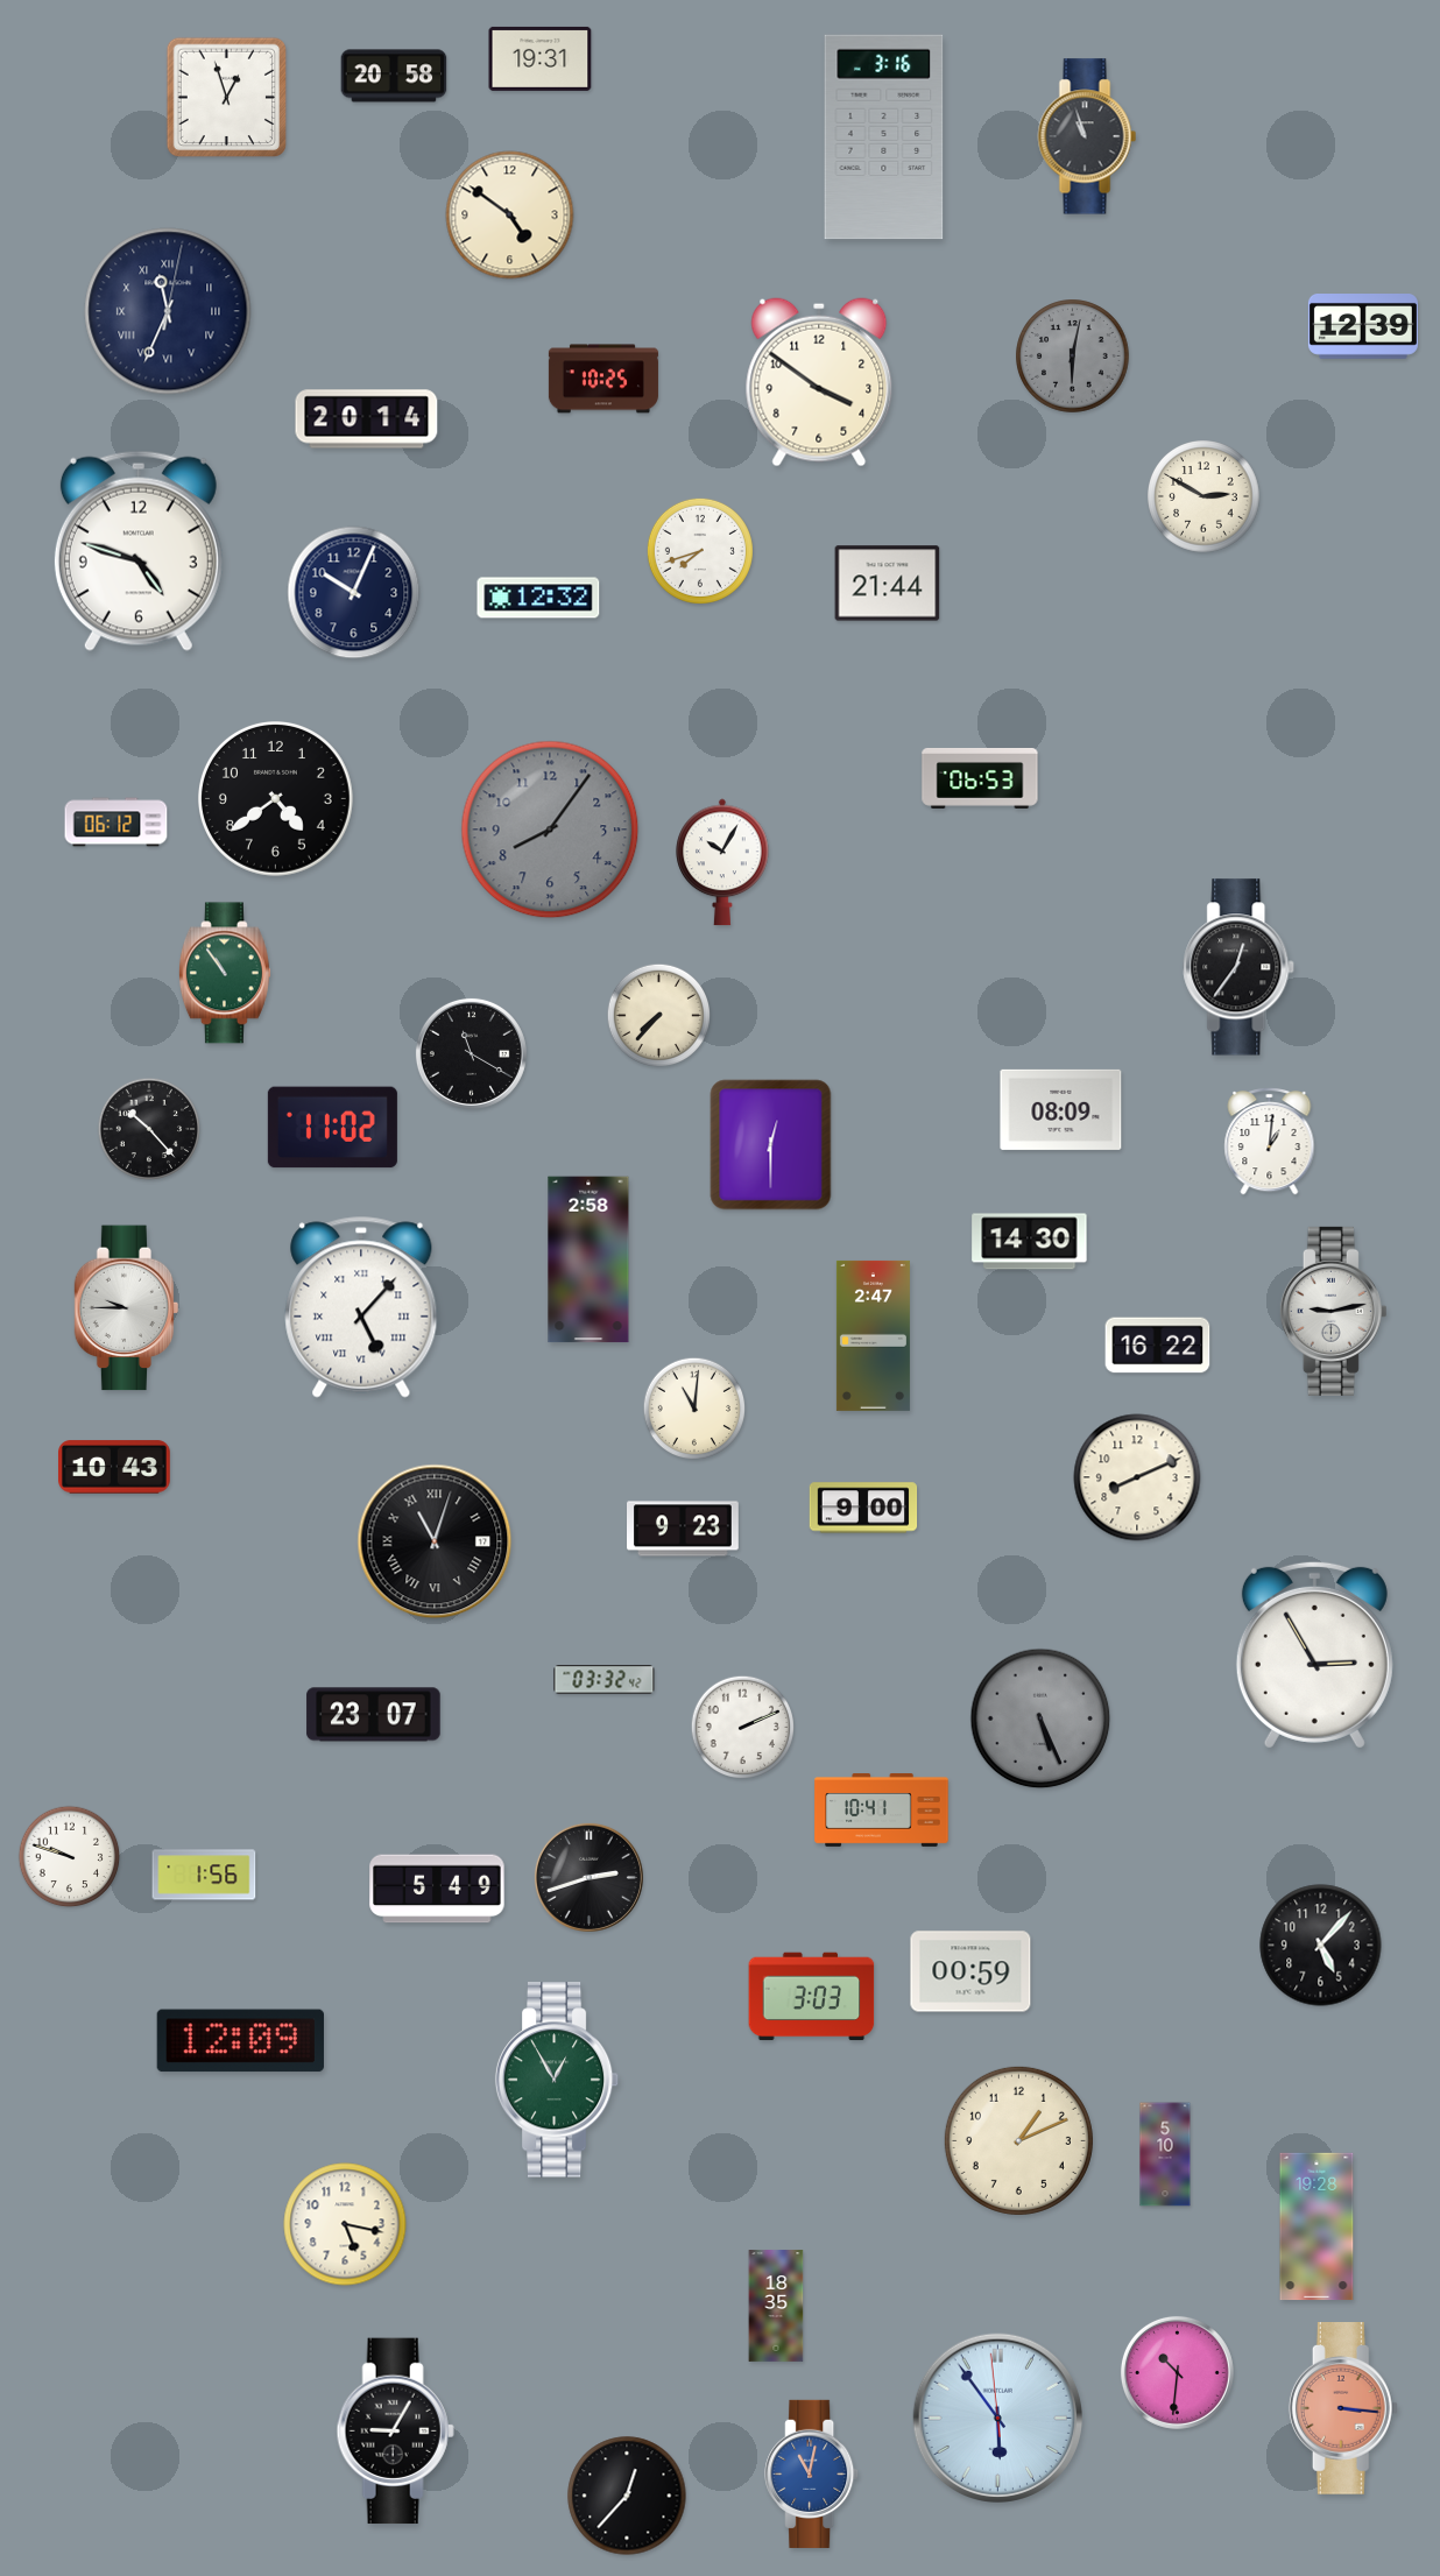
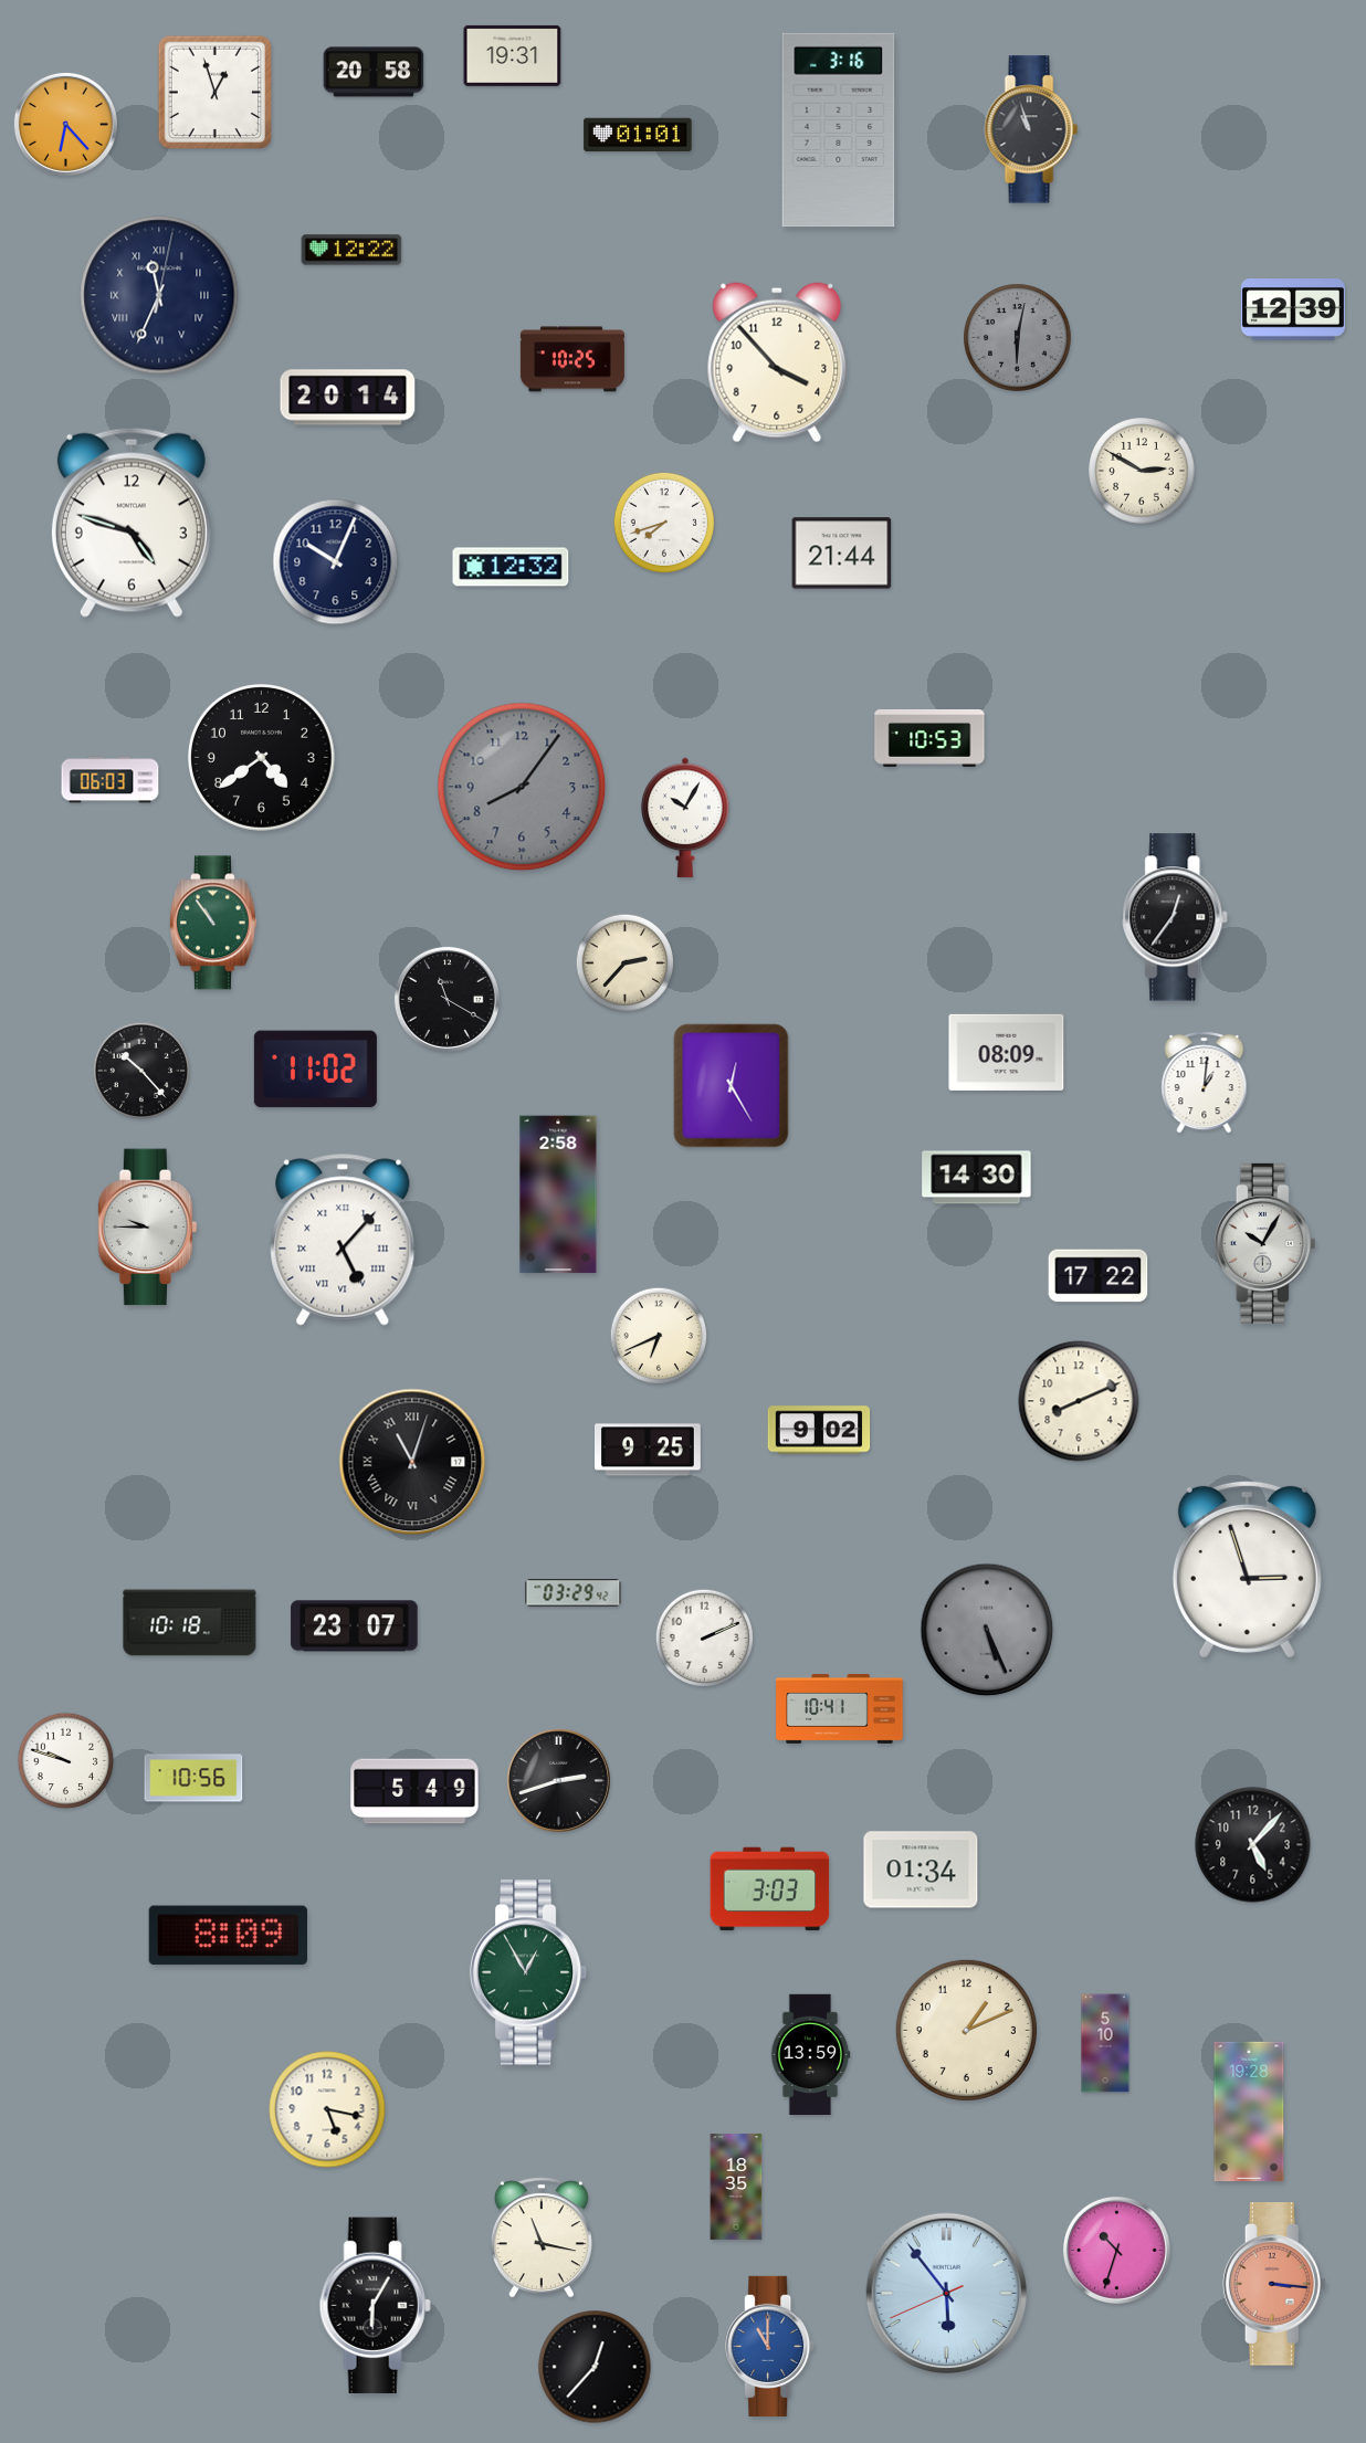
clock at (65, 124): none -> 6:23
clock at (638, 135): none -> 01:01
clock at (510, 216): 4:51 -> none
clock at (351, 250): none -> 12:22
clock at (819, 382): 3:51 -> 3:53
clock at (980, 778): 06:53 -> 10:53
clock at (117, 823): 06:12 -> 06:03
clock at (658, 1015): 7:37 -> 2:37
clock at (771, 1145): 12:30 -> 12:25
clock at (127, 1308) position: (127, 1308) -> (148, 1228)
clock at (1333, 1311): 9:13 -> 10:05
clock at (873, 1335): 2:47 -> none
clock at (1158, 1346): 16:22 -> 17:22
clock at (694, 1409): 11:01 -> 6:41
clock at (115, 1467): 10:43 -> none
clock at (863, 1508): 9:00 -> 9:02
clock at (684, 1529): 9:23 -> 9:25
clock at (1314, 1654): 2:55 -> 2:57
clock at (605, 1680): 03:32 -> 03:29
clock at (190, 1623): none -> 10:18
clock at (882, 1811) position: (882, 1811) -> (840, 1709)
clock at (204, 1875): 1:56 -> 10:56
clock at (970, 1971): 00:59 -> 01:34
clock at (812, 1997) position: (812, 1997) -> (770, 1889)
clock at (240, 2041): 12:09 -> 8:09
clock at (810, 2055): none -> 13:59
clock at (542, 2237): none -> 11:17
clock at (1177, 2372): 10:31 -> 10:33
clock at (997, 2418): 5:53:59 -> 5:53:41
clock at (395, 2432): 9:05 -> 6:05
clock at (812, 2473): 11:02 -> 11:00
